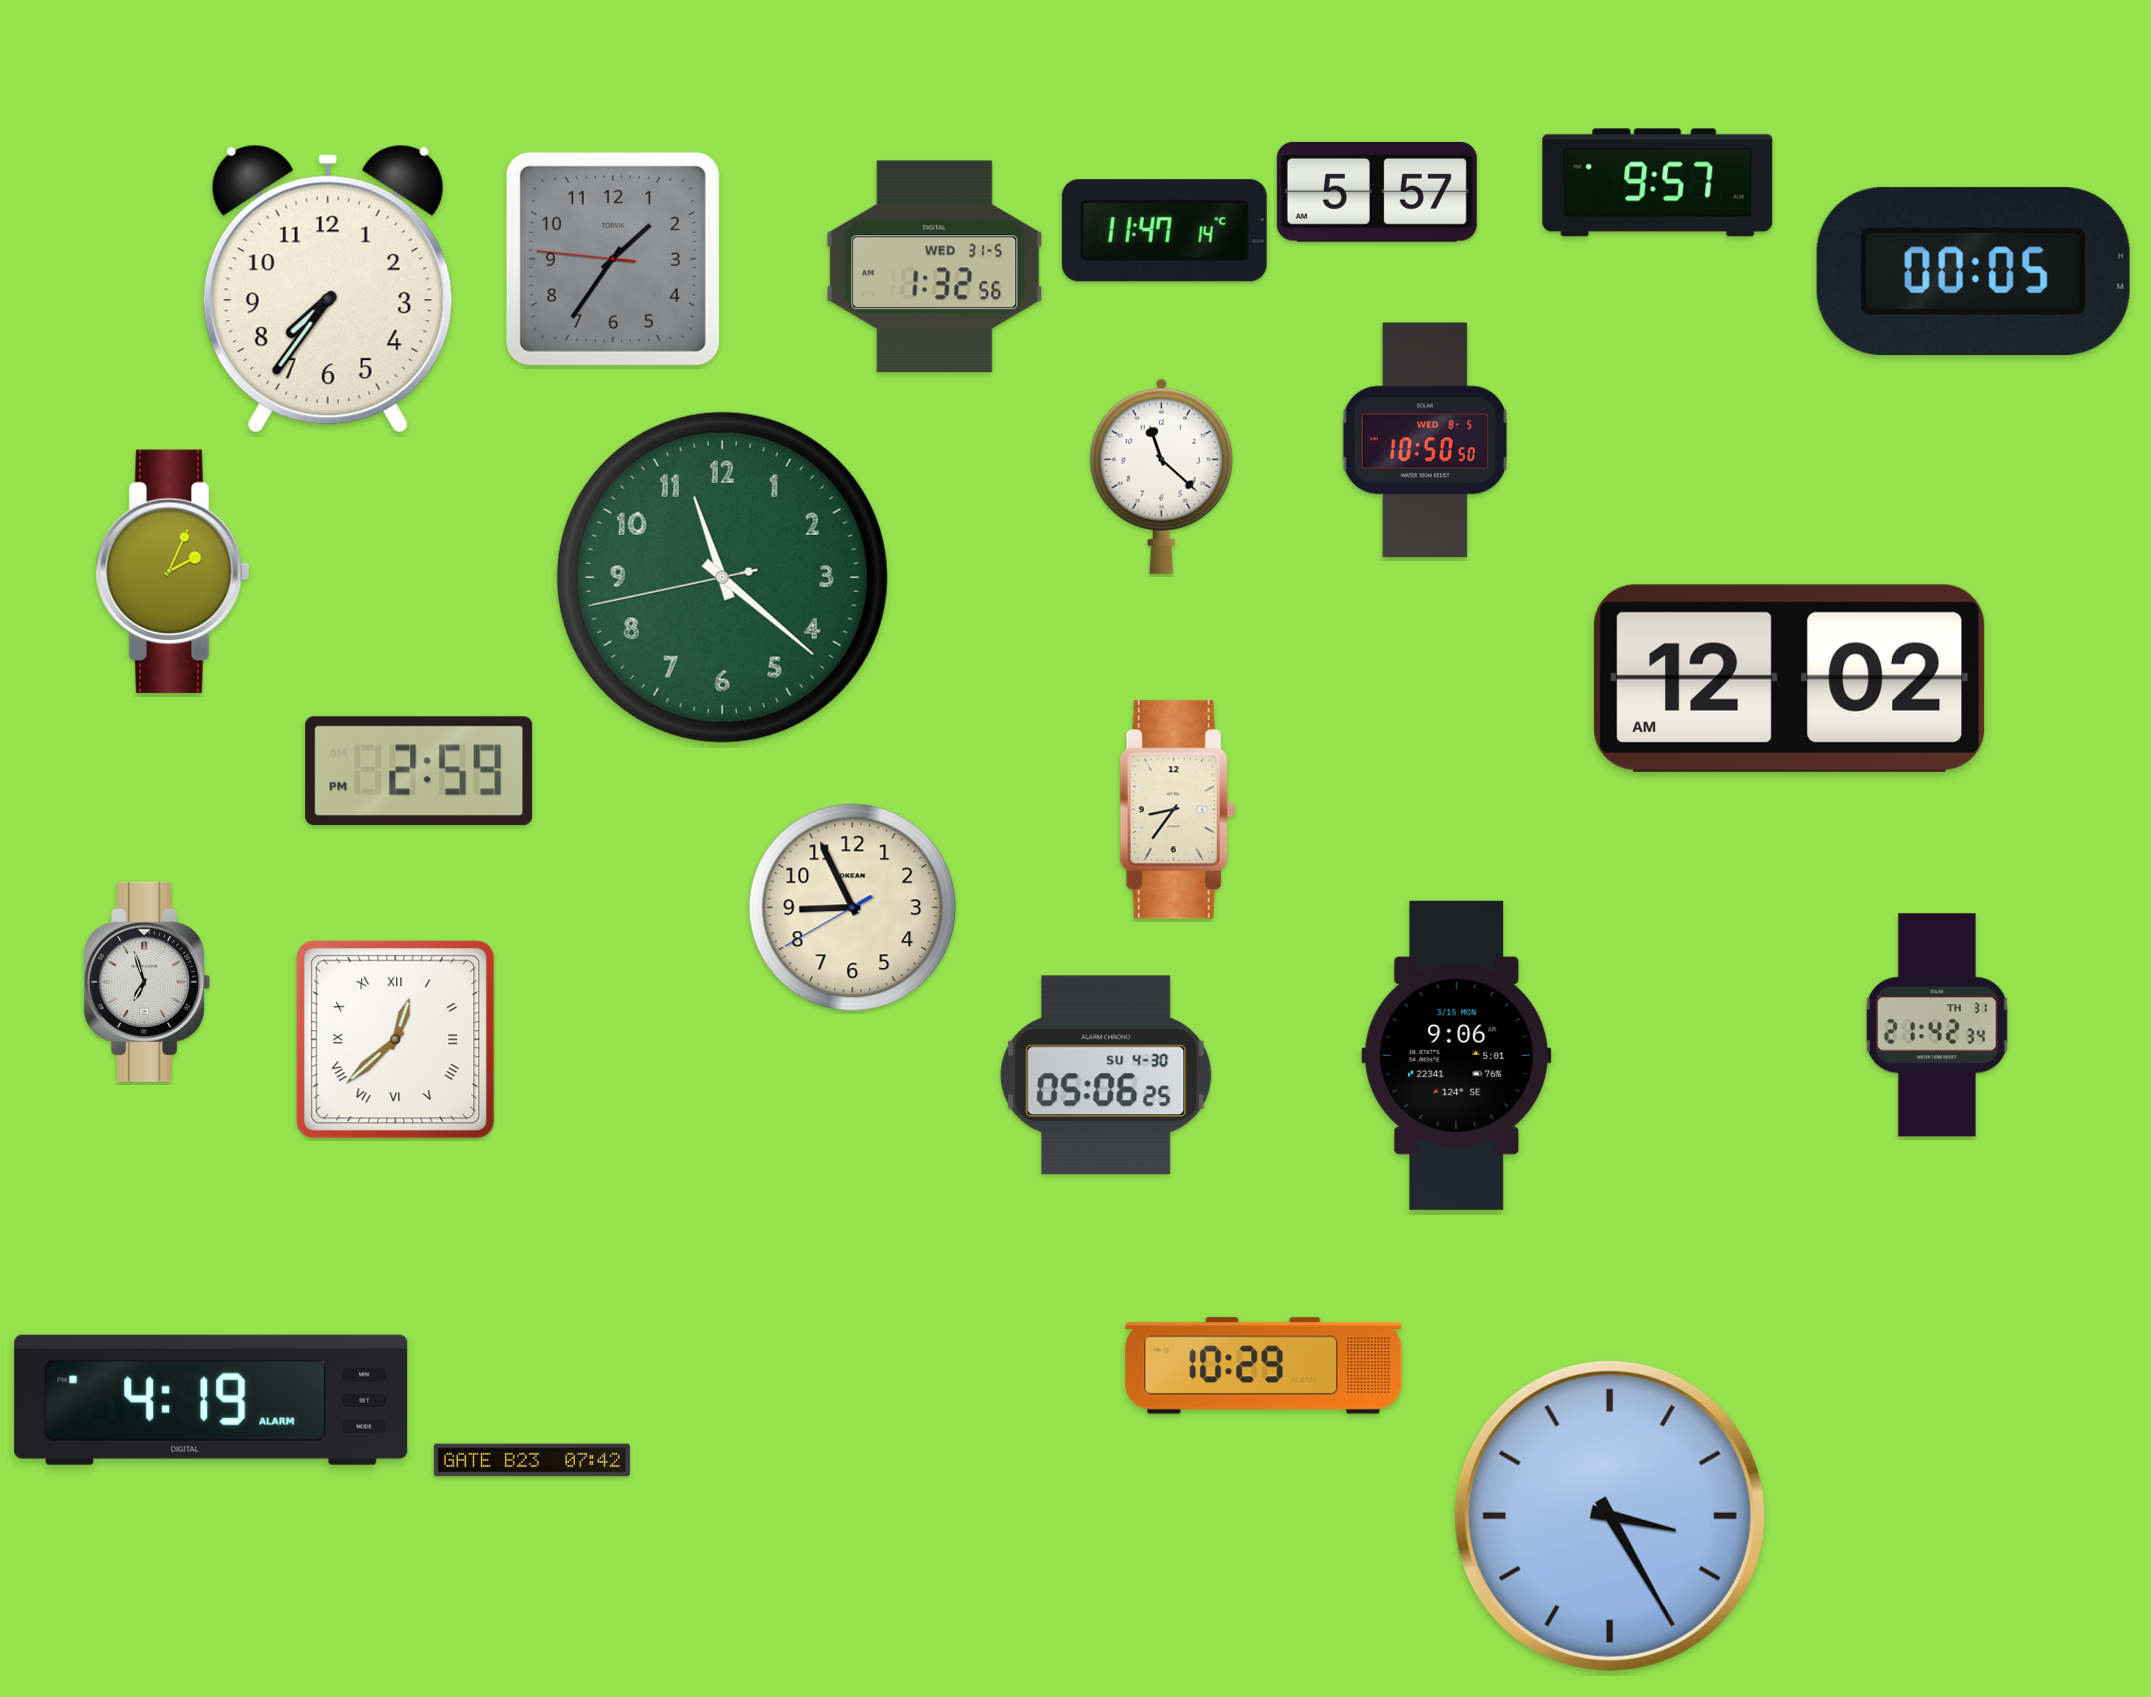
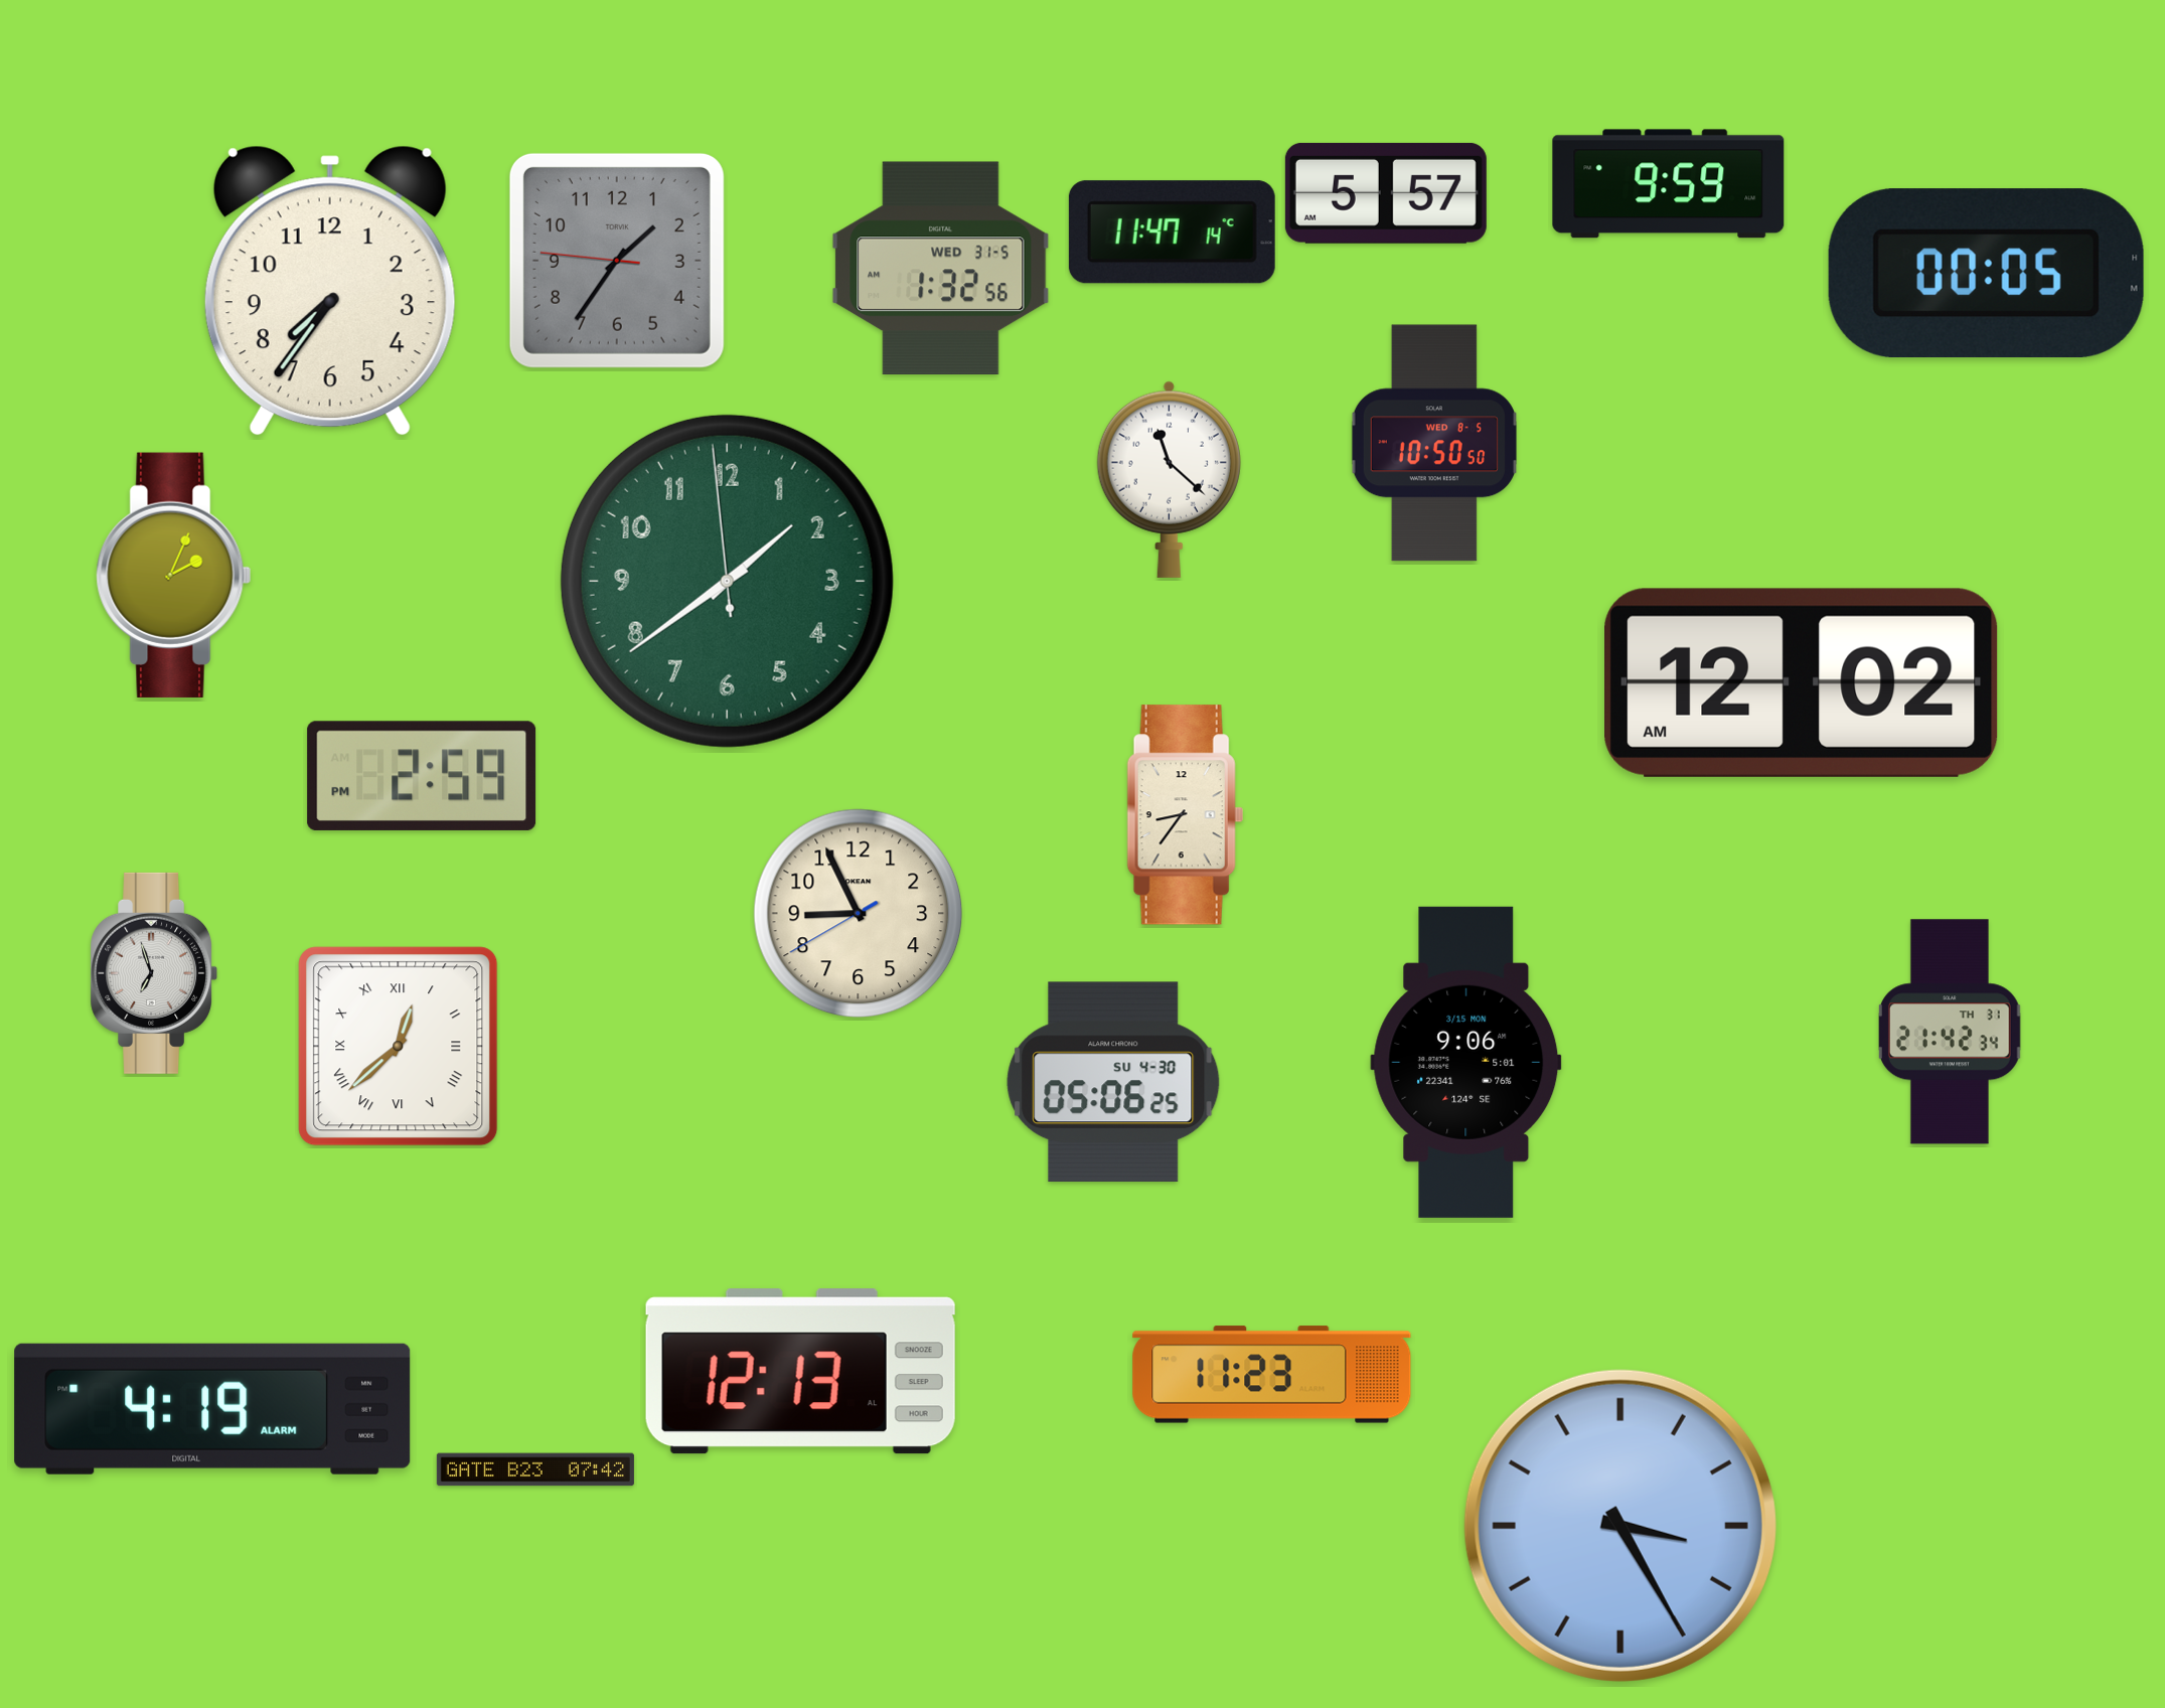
clock at (1658, 183): 9:57 -> 9:59
clock at (722, 577): 11:21 -> 1:38
clock at (147, 982) position: (147, 982) -> (154, 973)
clock at (800, 1372): none -> 12:13
clock at (1264, 1366): 10:29 -> 11:23
